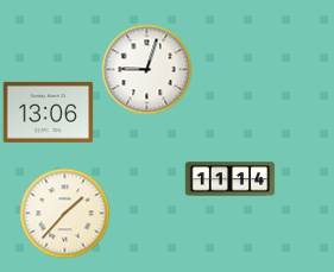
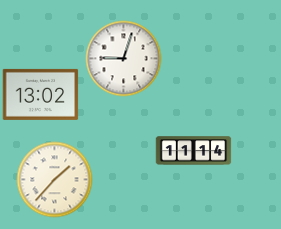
clock at (49, 112): 13:06 -> 13:02
